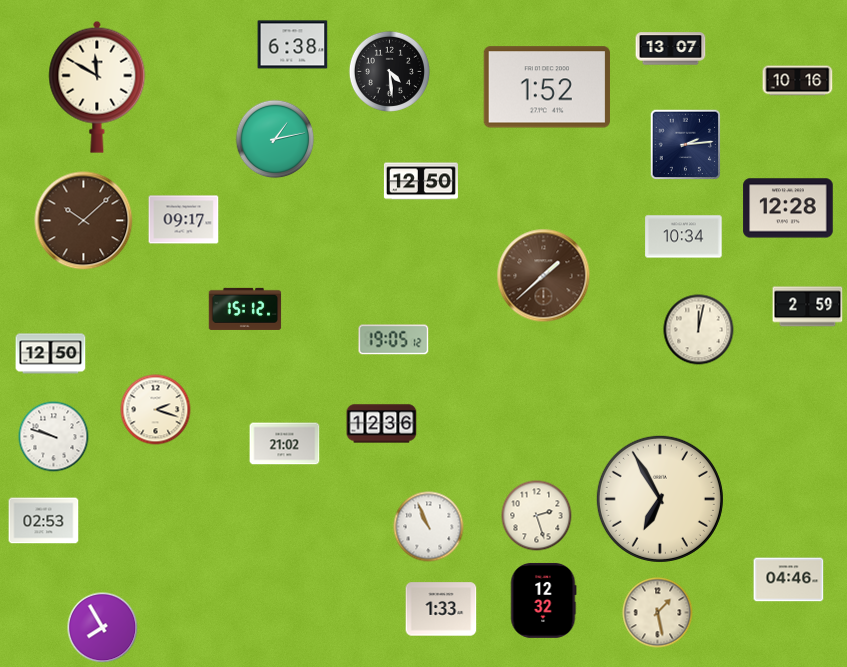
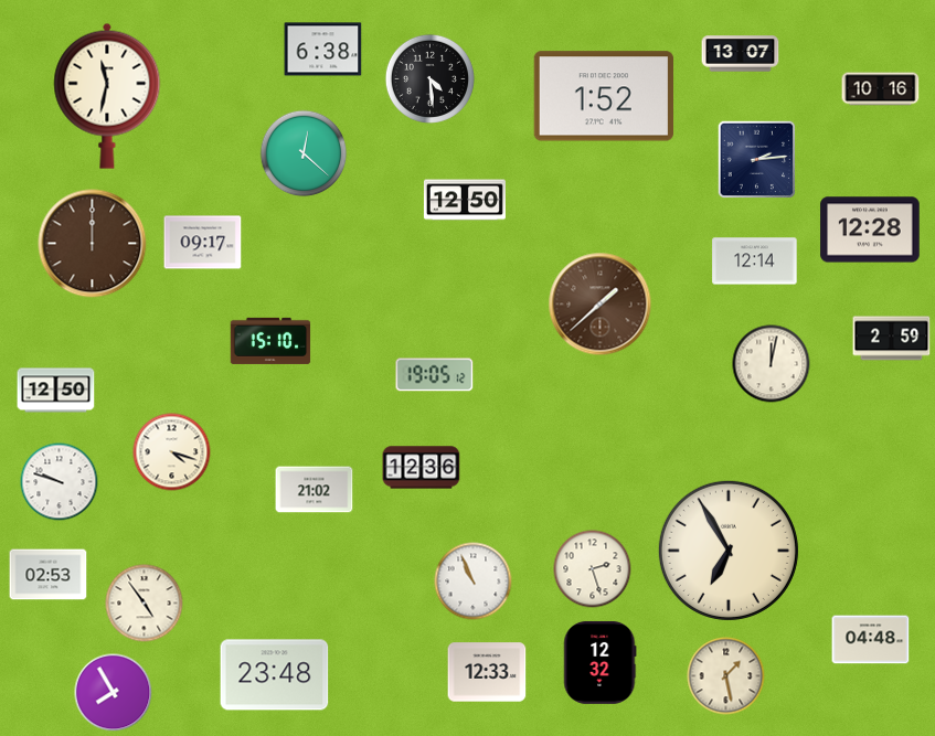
clock at (97, 87): 11:50 -> 11:32
clock at (275, 139): 1:13 -> 12:22
clock at (84, 221): 10:08 -> 12:00
clock at (684, 237): 10:34 -> 12:14
clock at (245, 309): 15:12 -> 15:10
clock at (156, 410): 2:18 -> 4:18
clock at (145, 604): none -> 4:54
clock at (789, 580): 04:46 -> 04:48
clock at (441, 609): 1:33 -> 12:33
clock at (275, 675): none -> 23:48
